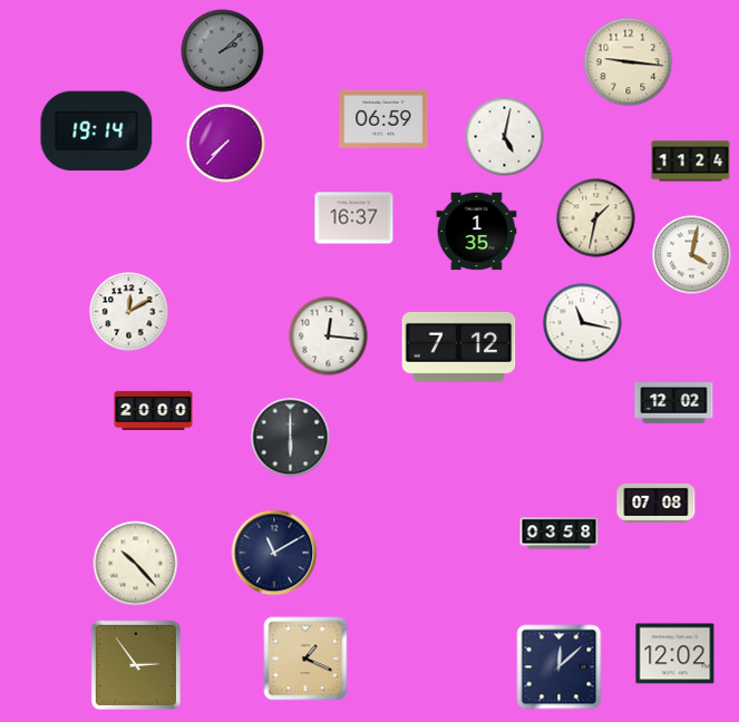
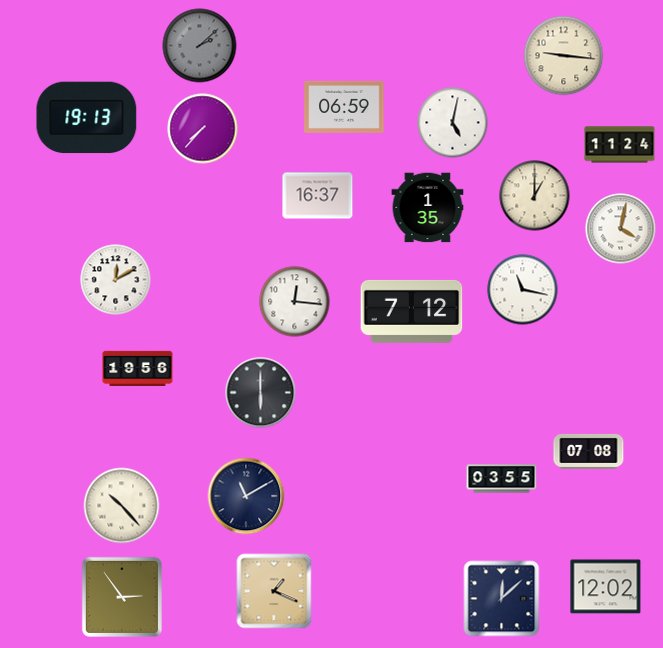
clock at (97, 131): 19:14 -> 19:13
clock at (596, 218): 1:32 -> 1:00
clock at (674, 403): 12:02 -> none
clock at (154, 410): 20:00 -> 19:56
clock at (560, 534): 03:58 -> 03:55
